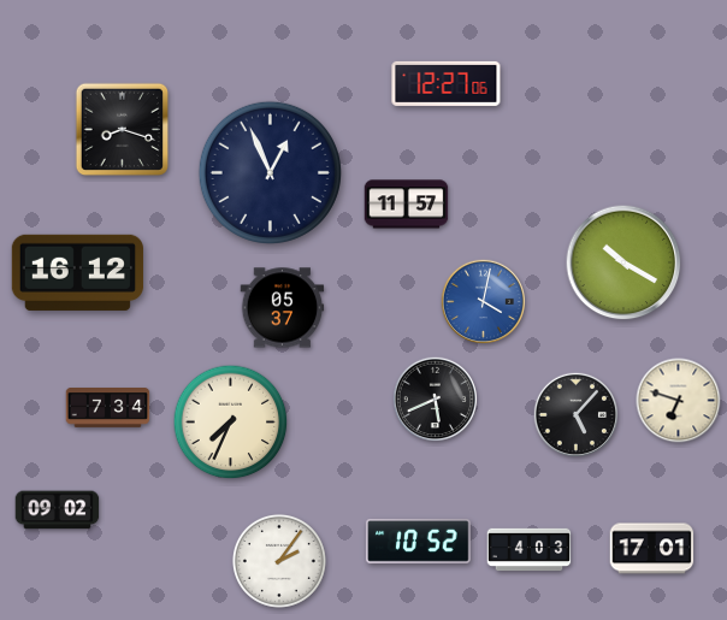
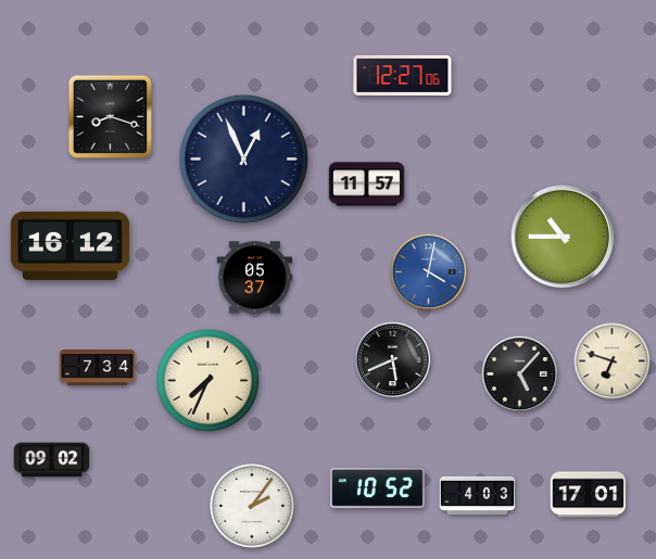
clock at (270, 172) position: (270, 172) -> (243, 158)
clock at (623, 262): 10:20 -> 10:45
clock at (484, 302) position: (484, 302) -> (429, 272)
